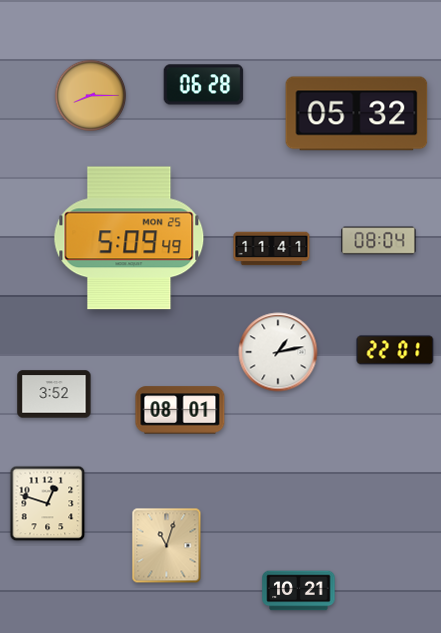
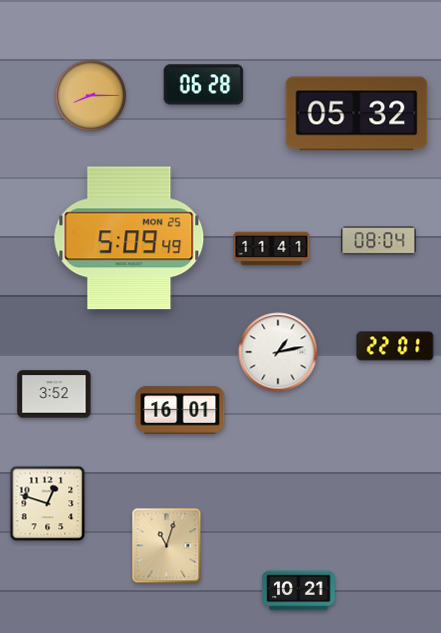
clock at (395, 350) position: (395, 350) -> (395, 346)
clock at (180, 410): 08:01 -> 16:01
